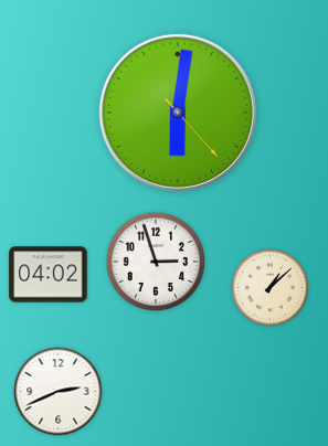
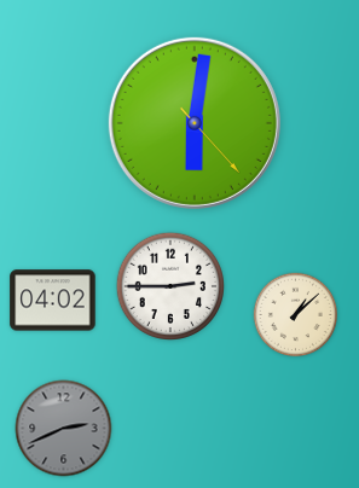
clock at (155, 261): 2:57 -> 2:45
clock at (59, 392) dial: white -> grey
